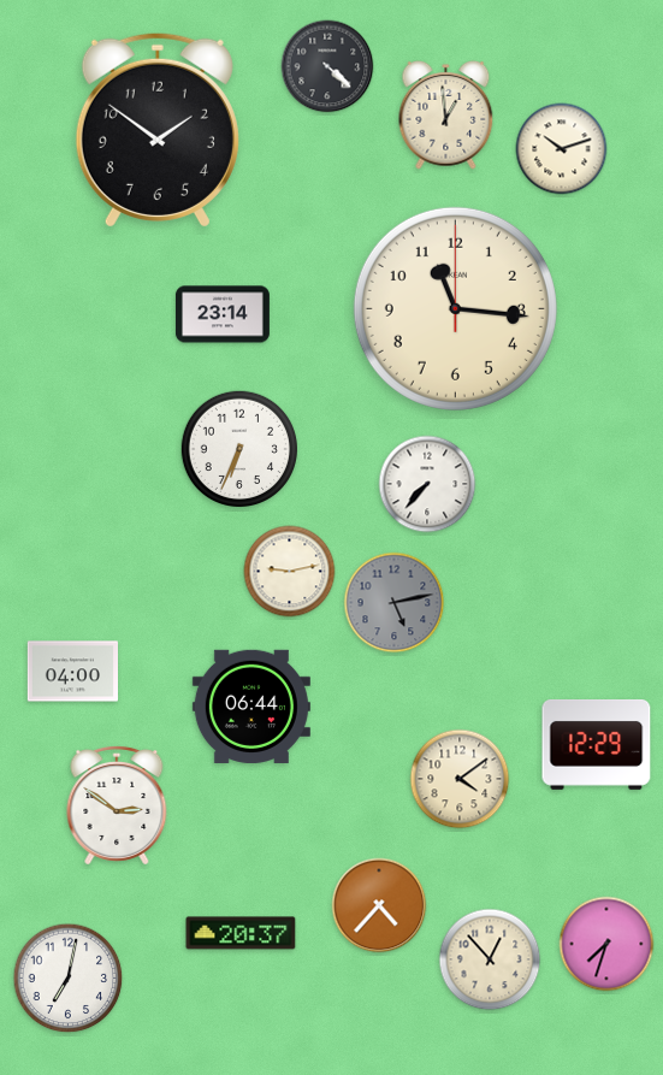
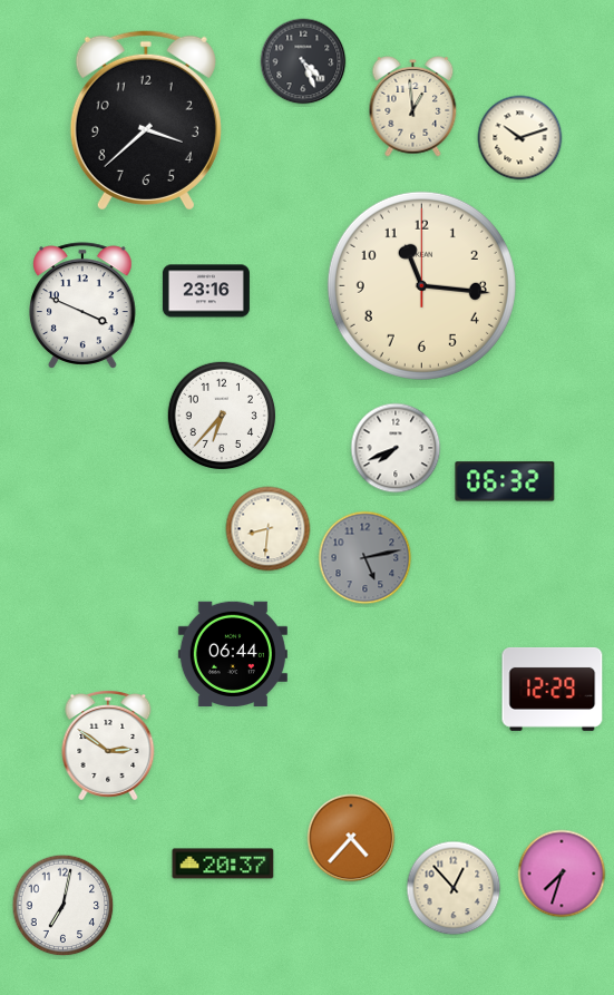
clock at (327, 66): 4:22 -> 4:26
clock at (158, 130): 1:51 -> 3:38
clock at (223, 314): 23:14 -> 23:16
clock at (84, 305): none -> 3:49
clock at (238, 448): 6:34 -> 6:37
clock at (427, 484): 7:37 -> 7:41
clock at (505, 481): none -> 06:32
clock at (290, 572): 9:13 -> 8:31
clock at (72, 672): 04:00 -> none
clock at (460, 779): 4:09 -> none
